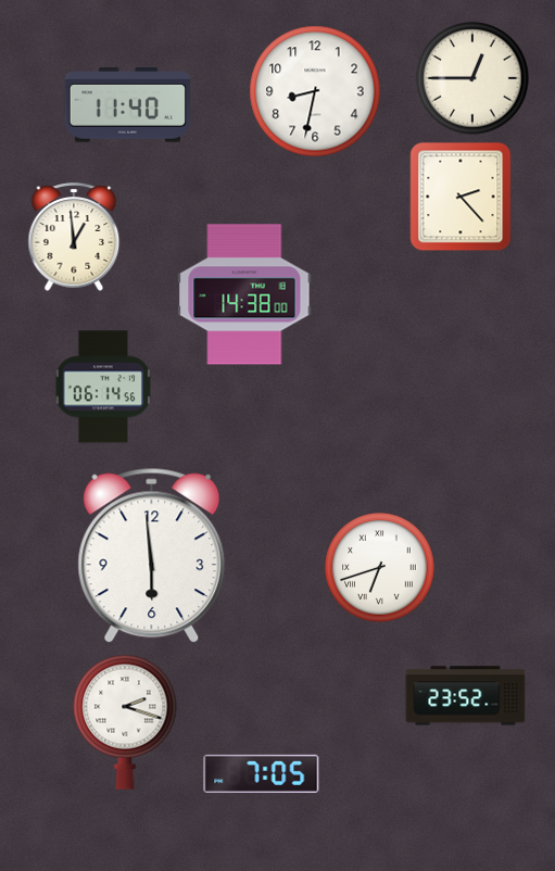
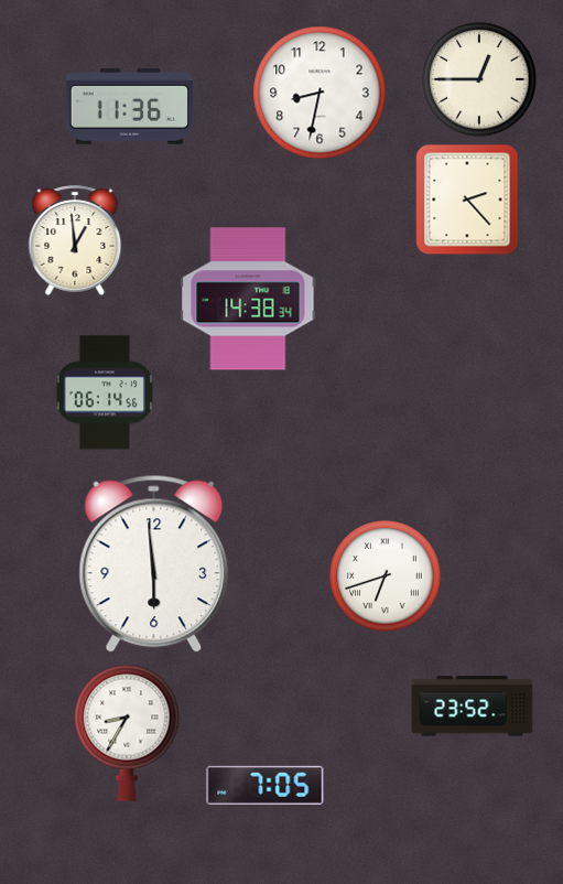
clock at (127, 105): 11:40 -> 11:36
clock at (244, 294): 14:38:00 -> 14:38:34
clock at (125, 722): 2:18 -> 8:35
